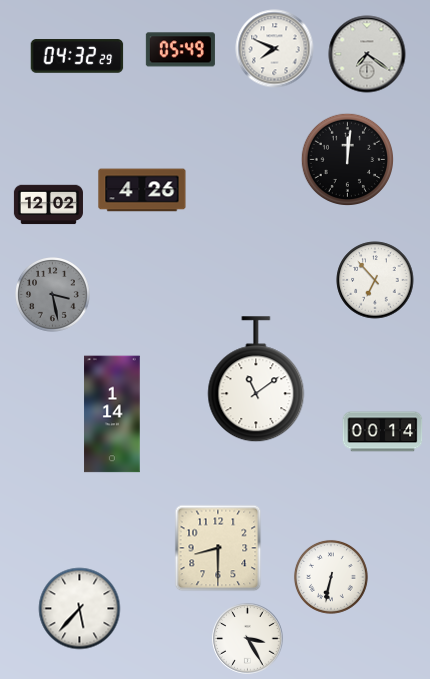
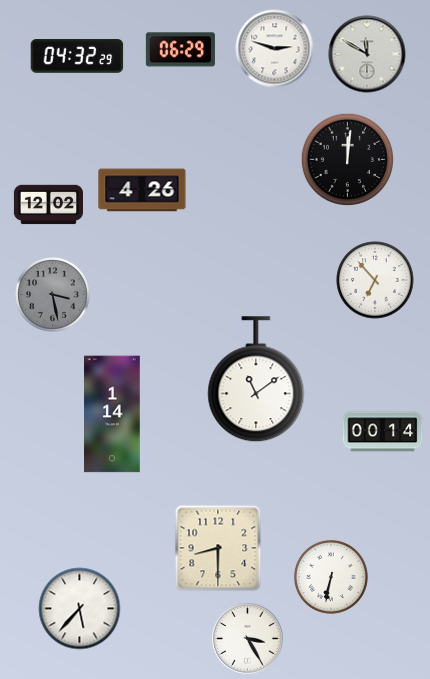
clock at (275, 49): 7:49 -> 2:48
clock at (180, 50): 05:49 -> 06:29
clock at (367, 54): 7:21 -> 11:50
